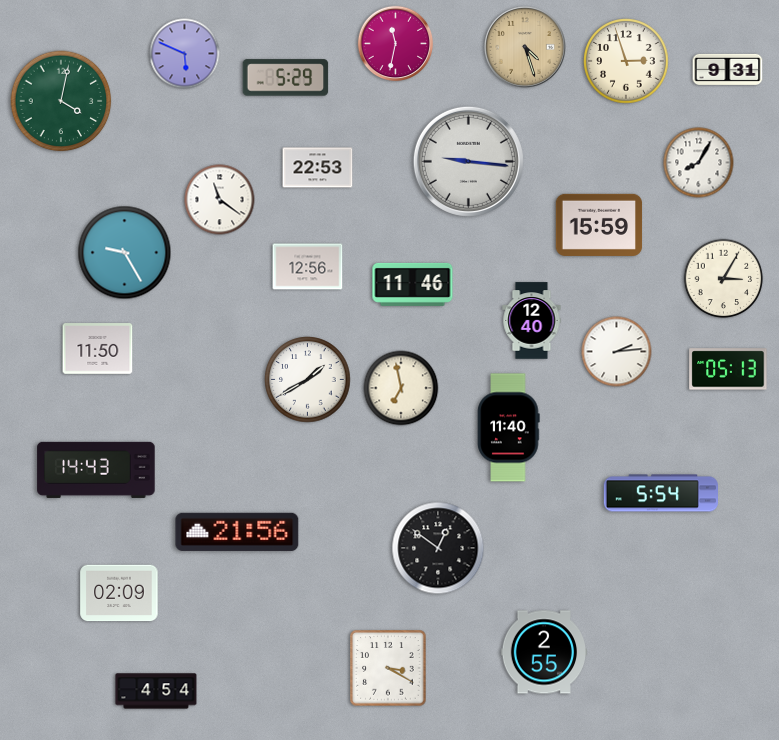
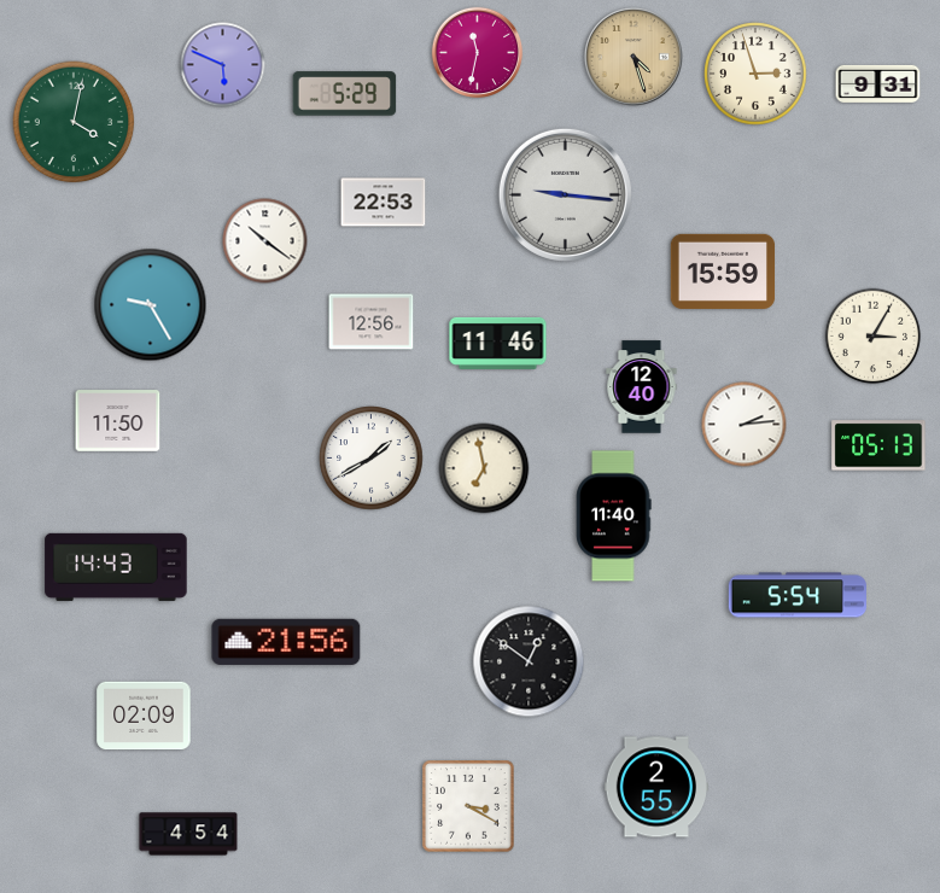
clock at (699, 163): 8:05 -> none
clock at (220, 200): 11:21 -> 10:21
